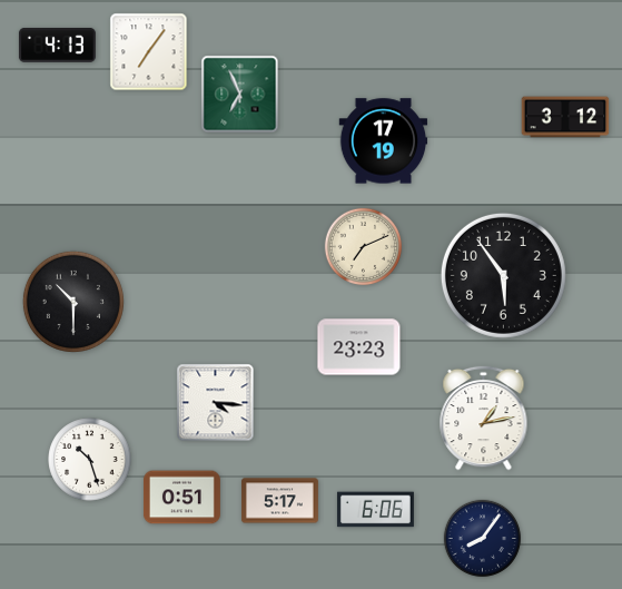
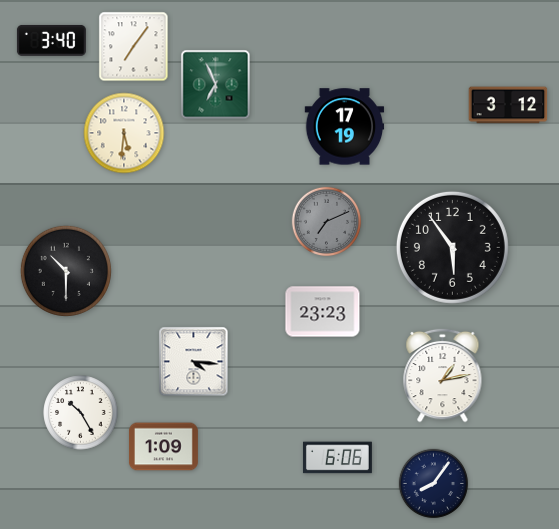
clock at (57, 46): 4:13 -> 3:40
clock at (124, 133): none -> 5:31
clock at (364, 247) dial: cream -> grey
clock at (484, 418) position: (484, 418) -> (443, 375)
clock at (90, 460): 10:27 -> 10:25
clock at (181, 498): 0:51 -> 1:09
clock at (279, 501): 5:17 -> none
